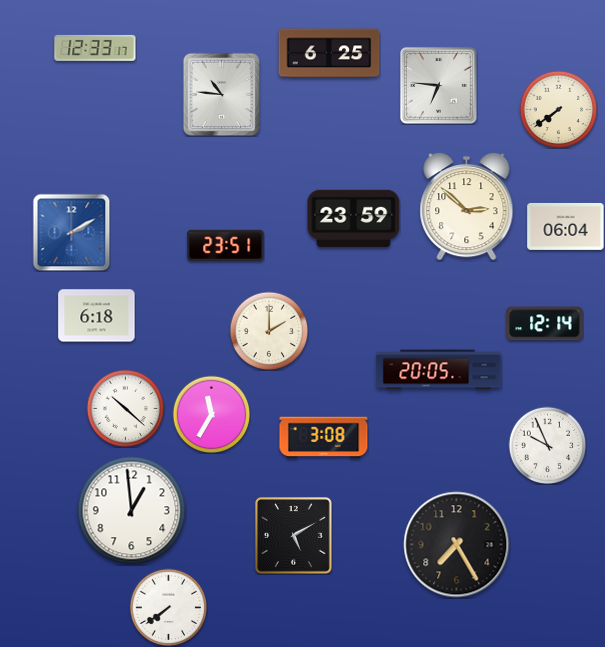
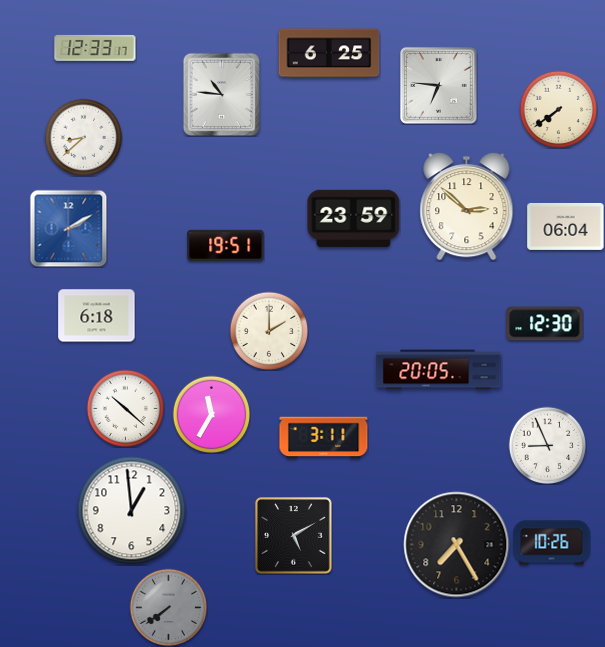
clock at (83, 137): none -> 8:38
clock at (71, 232) position: (71, 232) -> (68, 228)
clock at (226, 245): 23:51 -> 19:51
clock at (545, 324): 12:14 -> 12:30
clock at (324, 438): 3:08 -> 3:11
clock at (547, 445): 9:56 -> 8:56
clock at (552, 543): none -> 10:26
clock at (168, 607) dial: white -> grey
